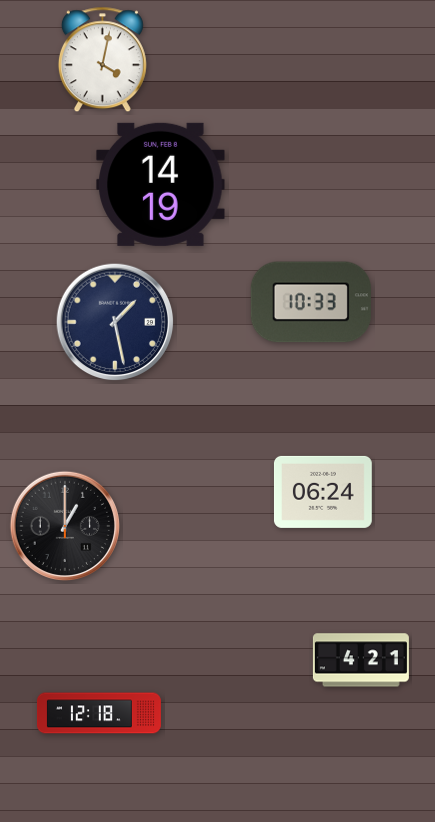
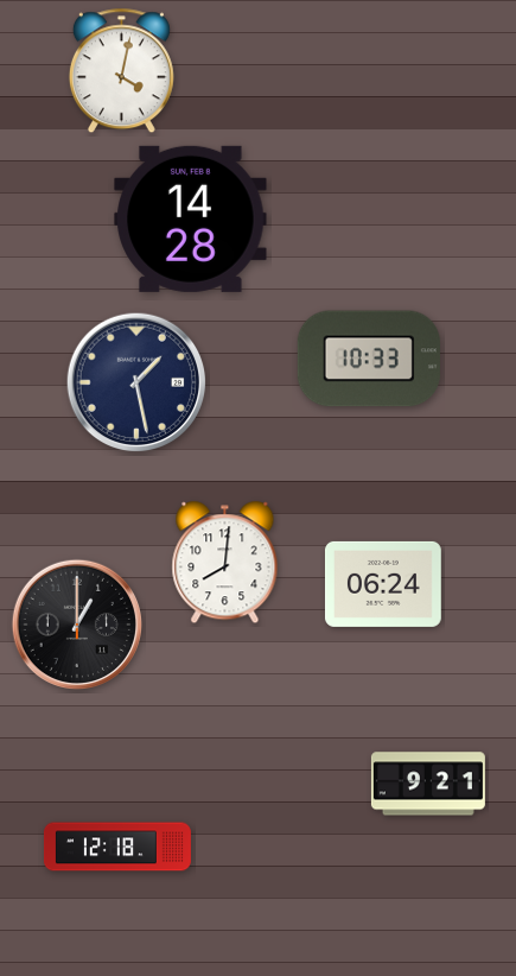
clock at (161, 184): 14:19 -> 14:28
clock at (225, 563): none -> 8:01
clock at (361, 660): 4:21 -> 9:21
